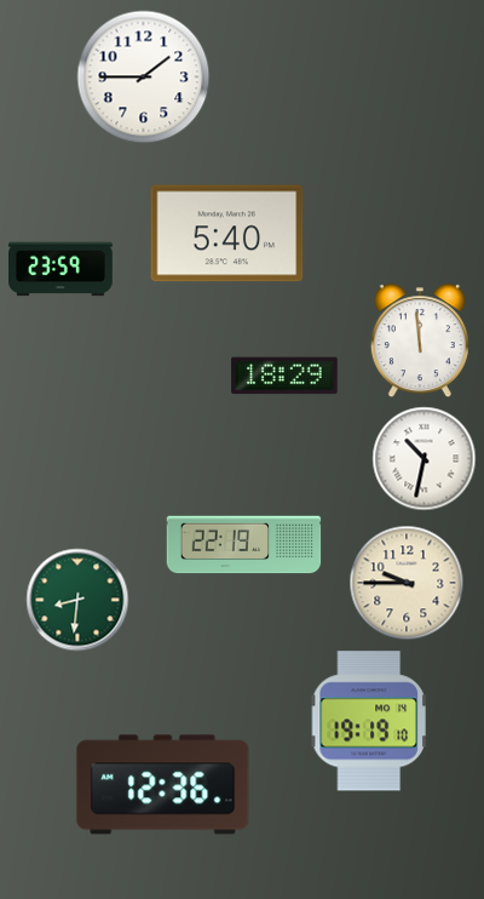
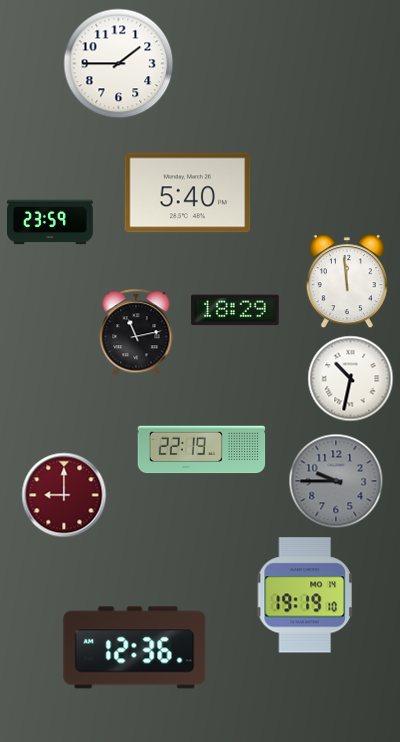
clock at (136, 332): none -> 11:13
clock at (407, 583) dial: cream -> grey
clock at (77, 600): 8:31 -> 9:00
clock at (77, 600) dial: green -> burgundy
